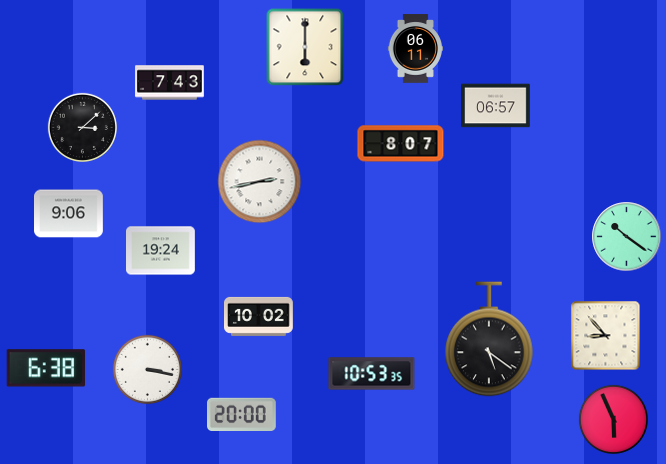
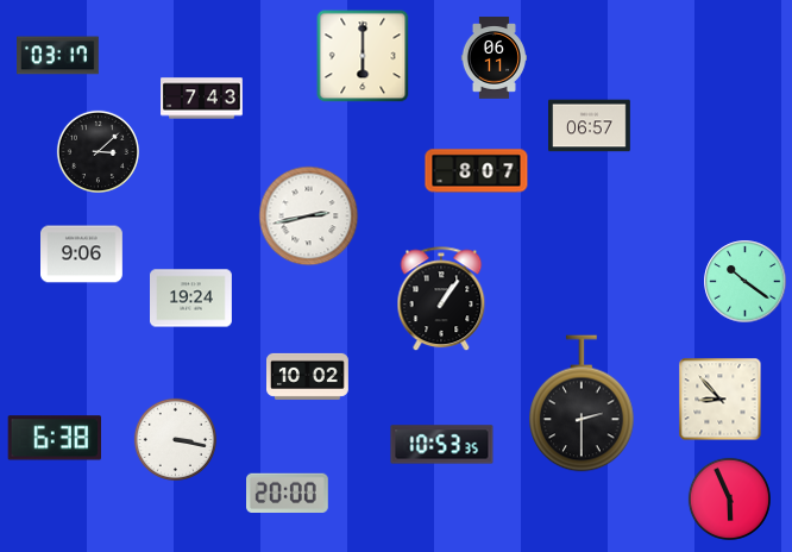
clock at (58, 56): none -> 03:17
clock at (441, 300): none -> 1:06
clock at (489, 339): 5:21 -> 2:30
